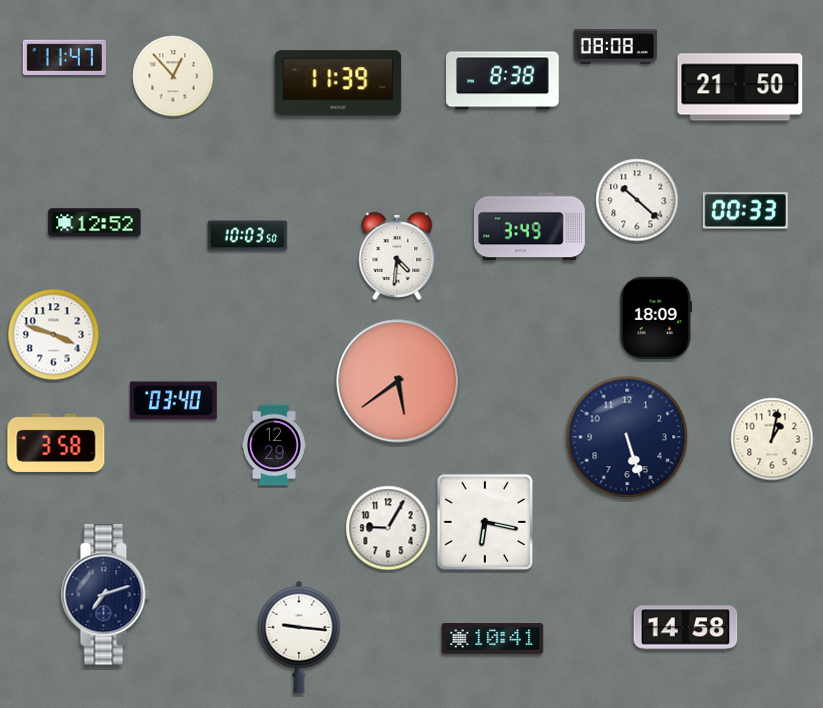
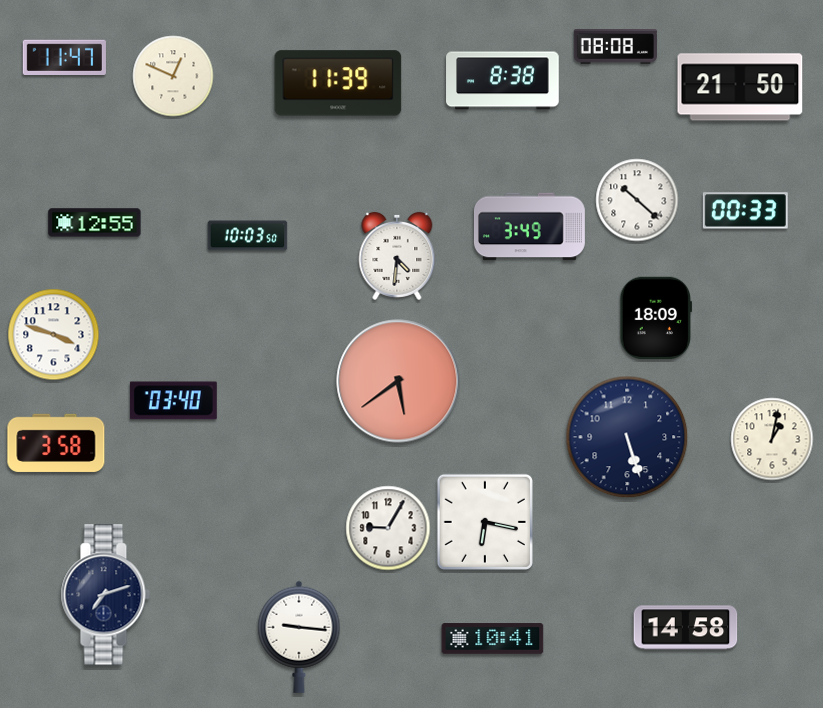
clock at (173, 76): 12:53 -> 12:49
clock at (95, 223): 12:52 -> 12:55
clock at (274, 445): 12:29 -> none
